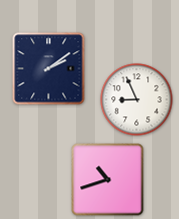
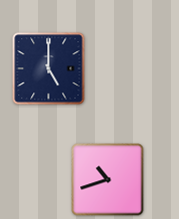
clock at (49, 69): 2:09 -> 5:00
clock at (137, 100): 8:56 -> none
